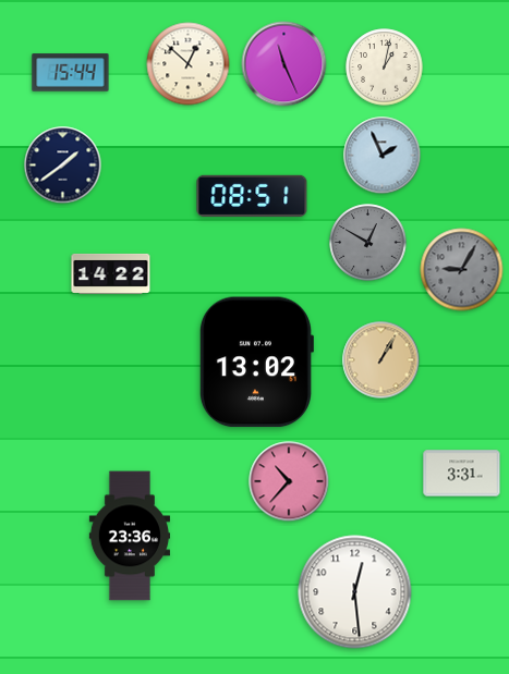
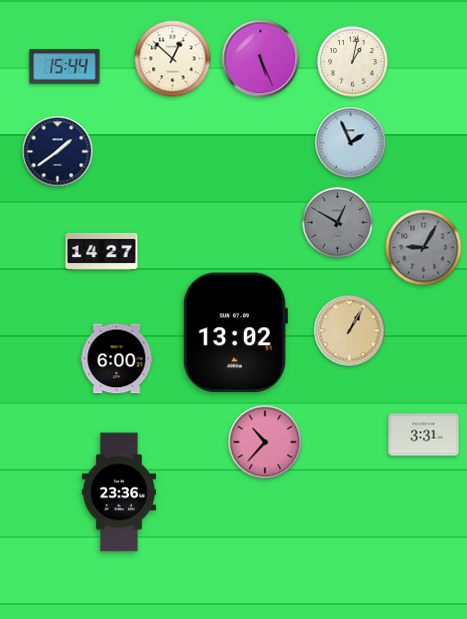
clock at (284, 64): 11:26 -> 5:26
clock at (252, 196): 08:51 -> none
clock at (111, 273): 14:22 -> 14:27
clock at (117, 359): none -> 6:00
clock at (355, 592): 12:29 -> none
